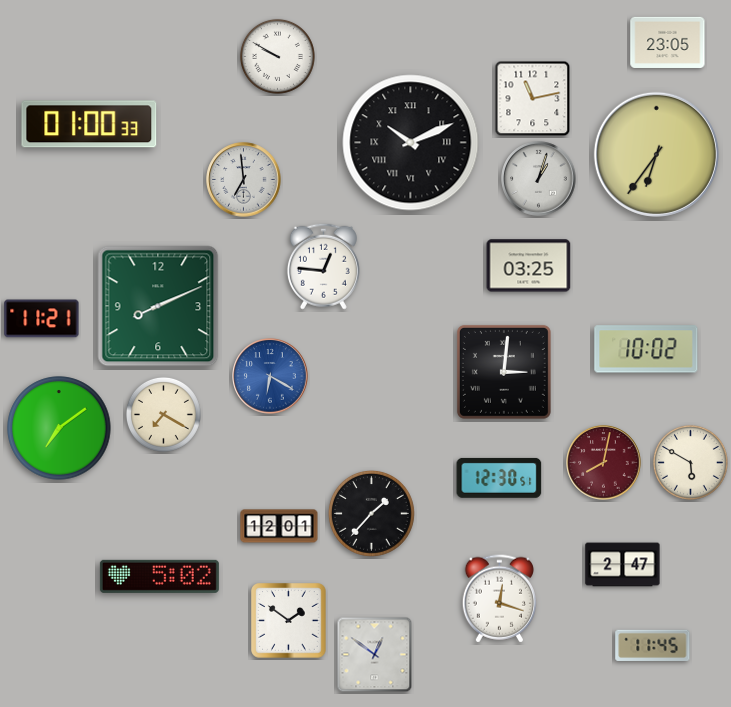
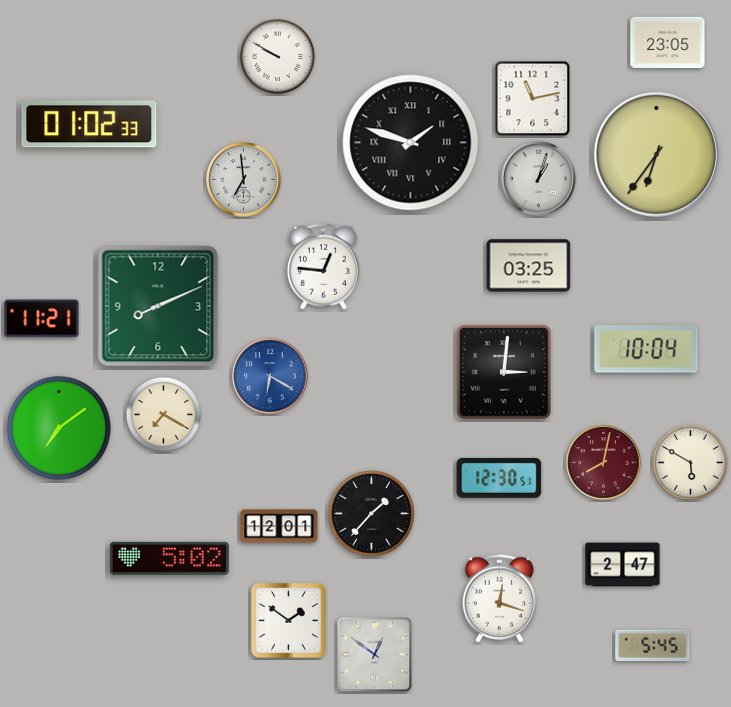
clock at (89, 124): 01:00 -> 01:02
clock at (411, 143): 10:11 -> 1:48
clock at (646, 349): 10:02 -> 10:04
clock at (159, 576) position: (159, 576) -> (169, 558)
clock at (653, 645): 11:45 -> 5:45
